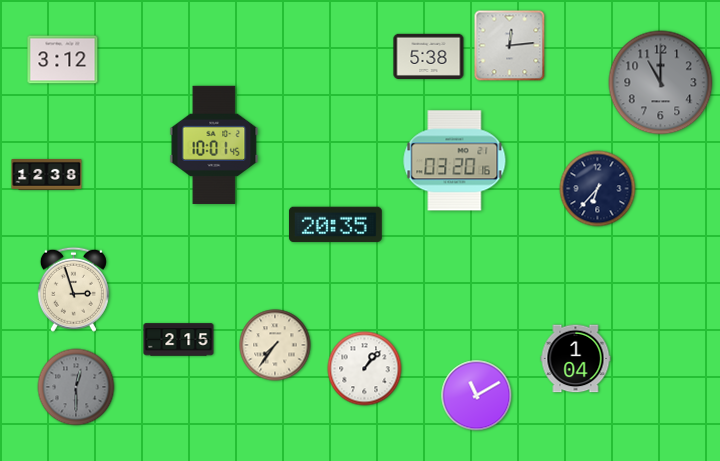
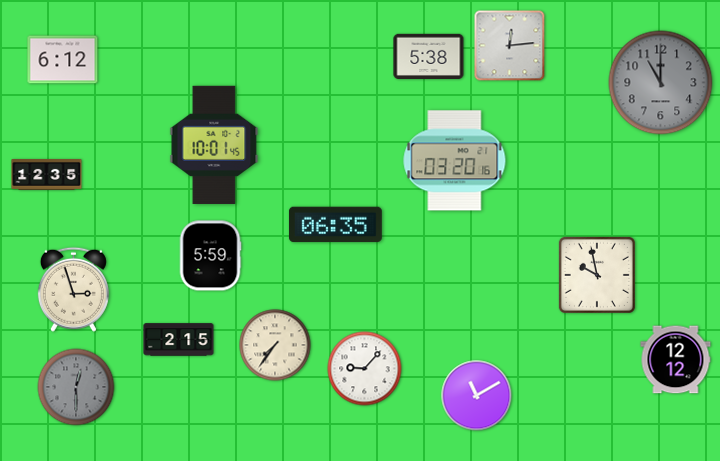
clock at (63, 60): 3:12 -> 6:12
clock at (47, 175): 12:38 -> 12:35
clock at (598, 189): 6:37 -> none
clock at (335, 225): 20:35 -> 06:35
clock at (210, 256): none -> 5:59
clock at (597, 275): none -> 9:58
clock at (576, 359): 1:04 -> none
clock at (676, 360): none -> 12:12
clock at (365, 369): 1:07 -> 9:07
